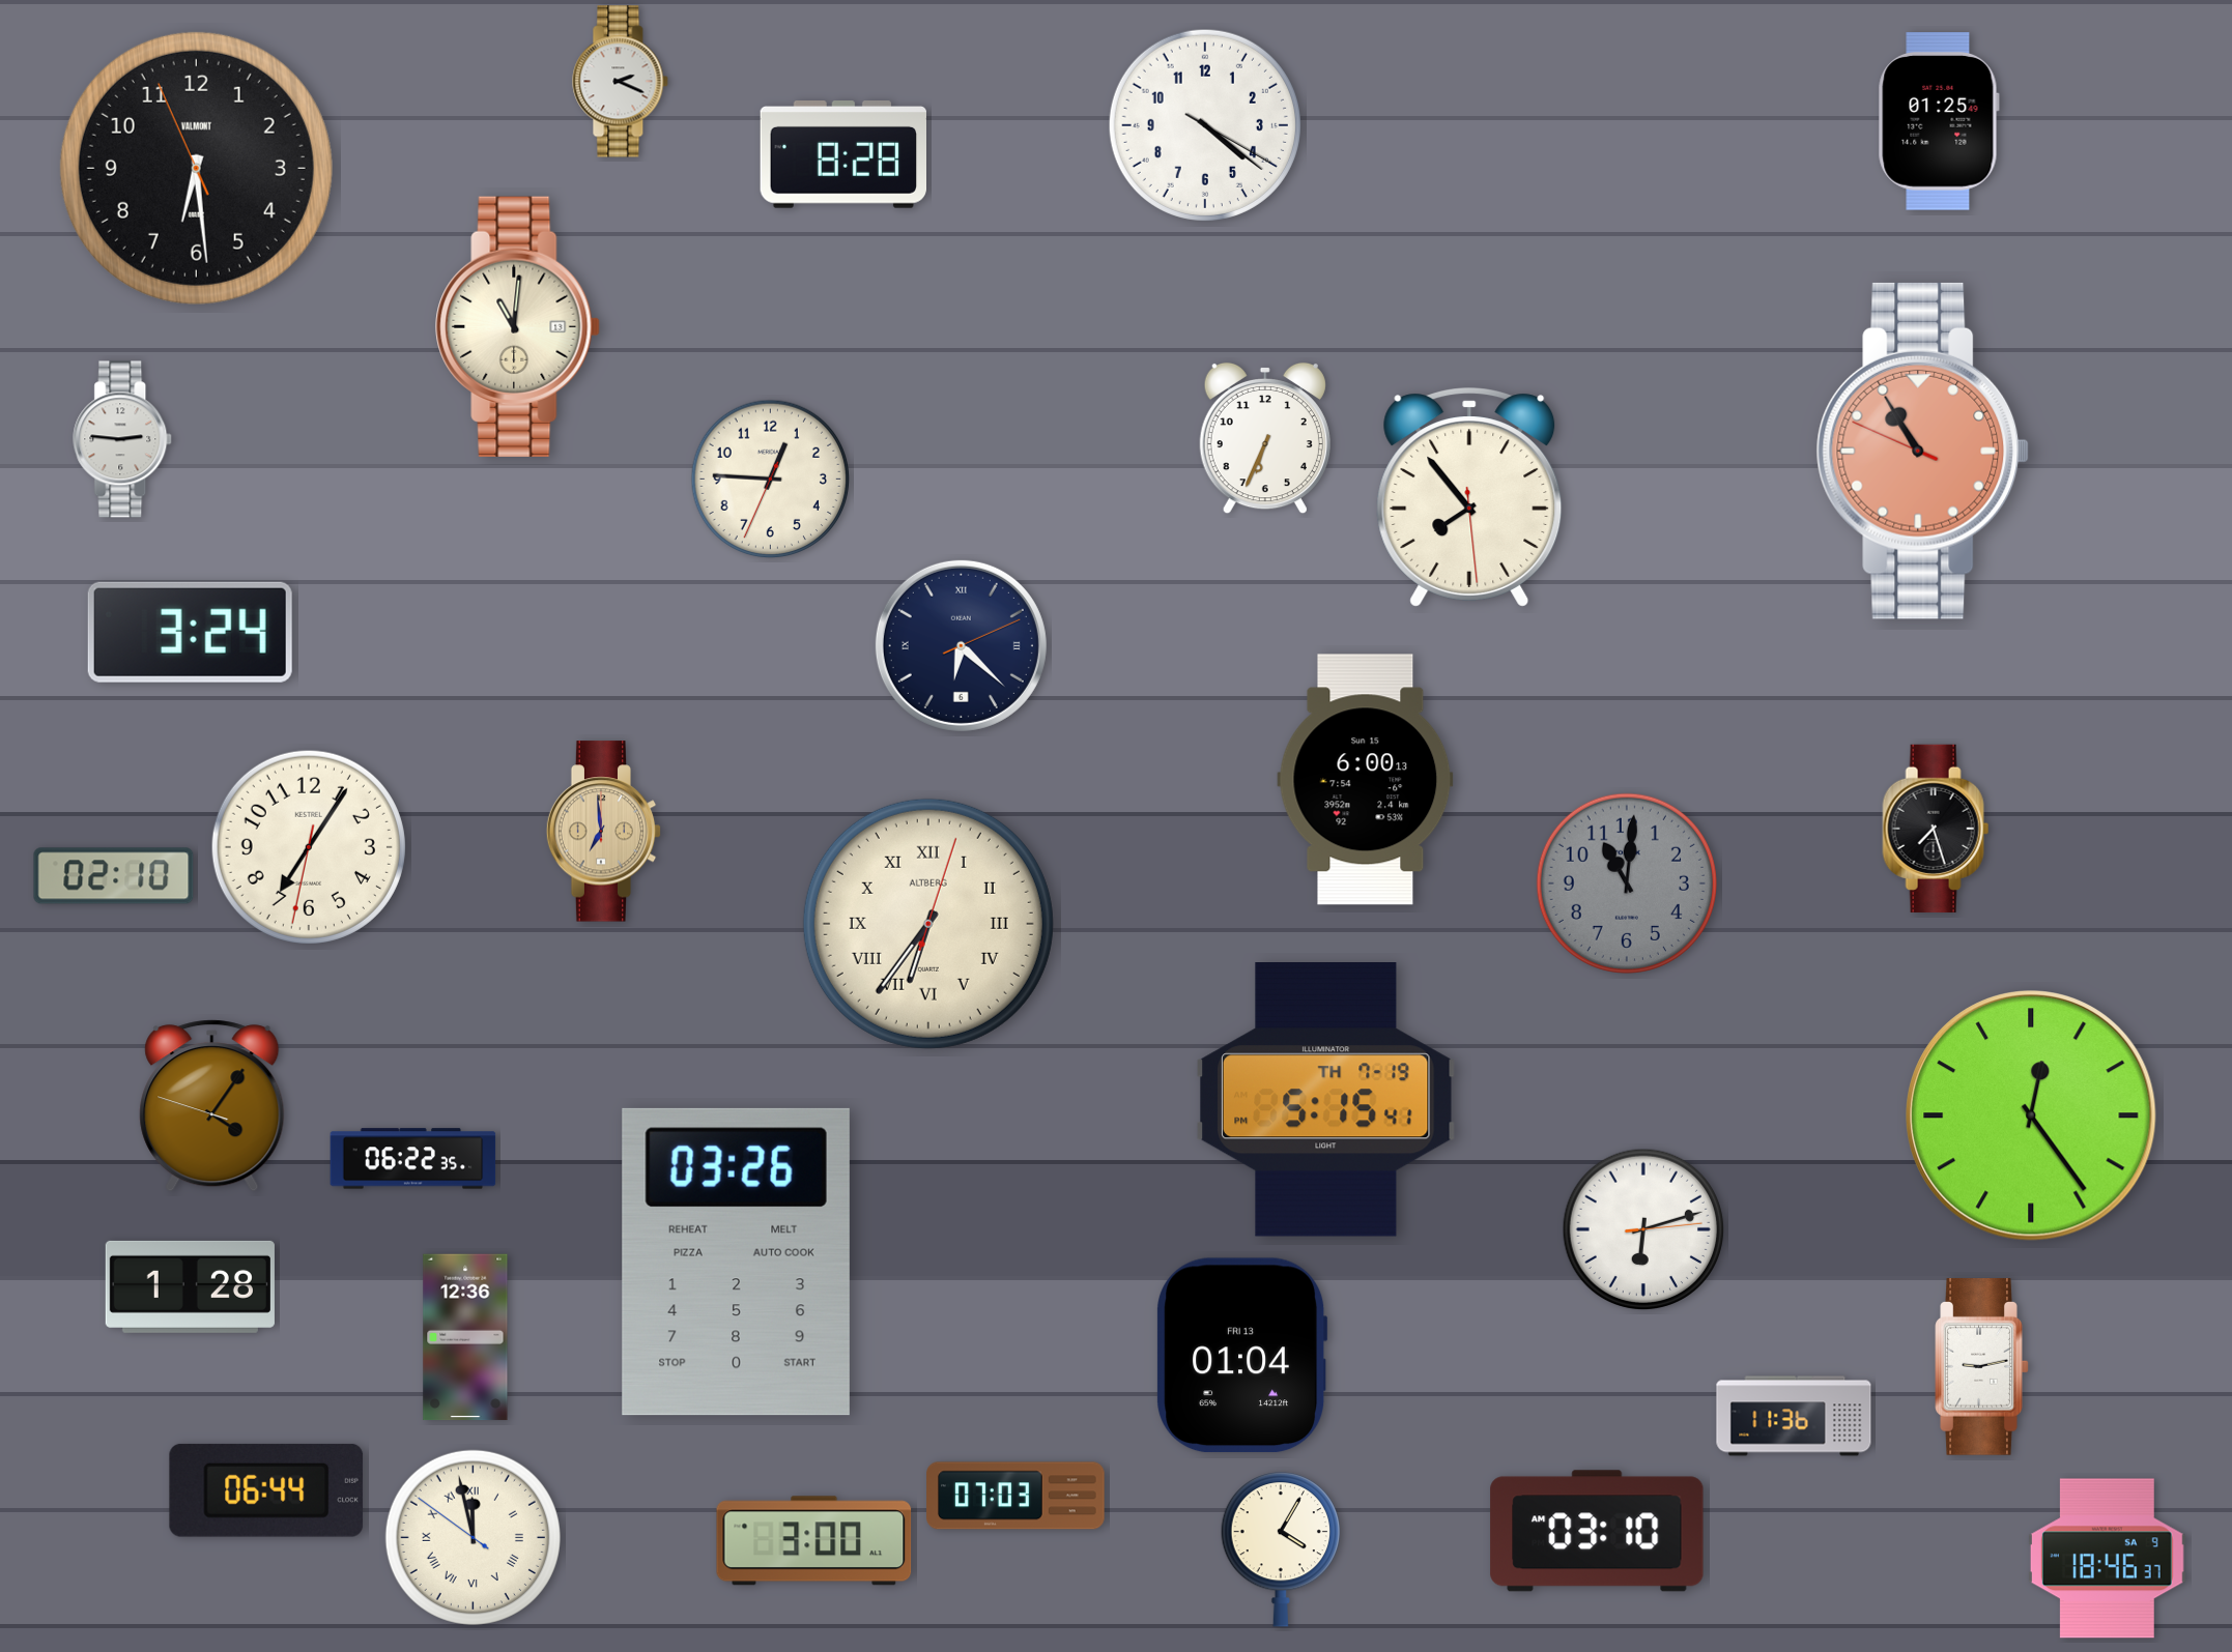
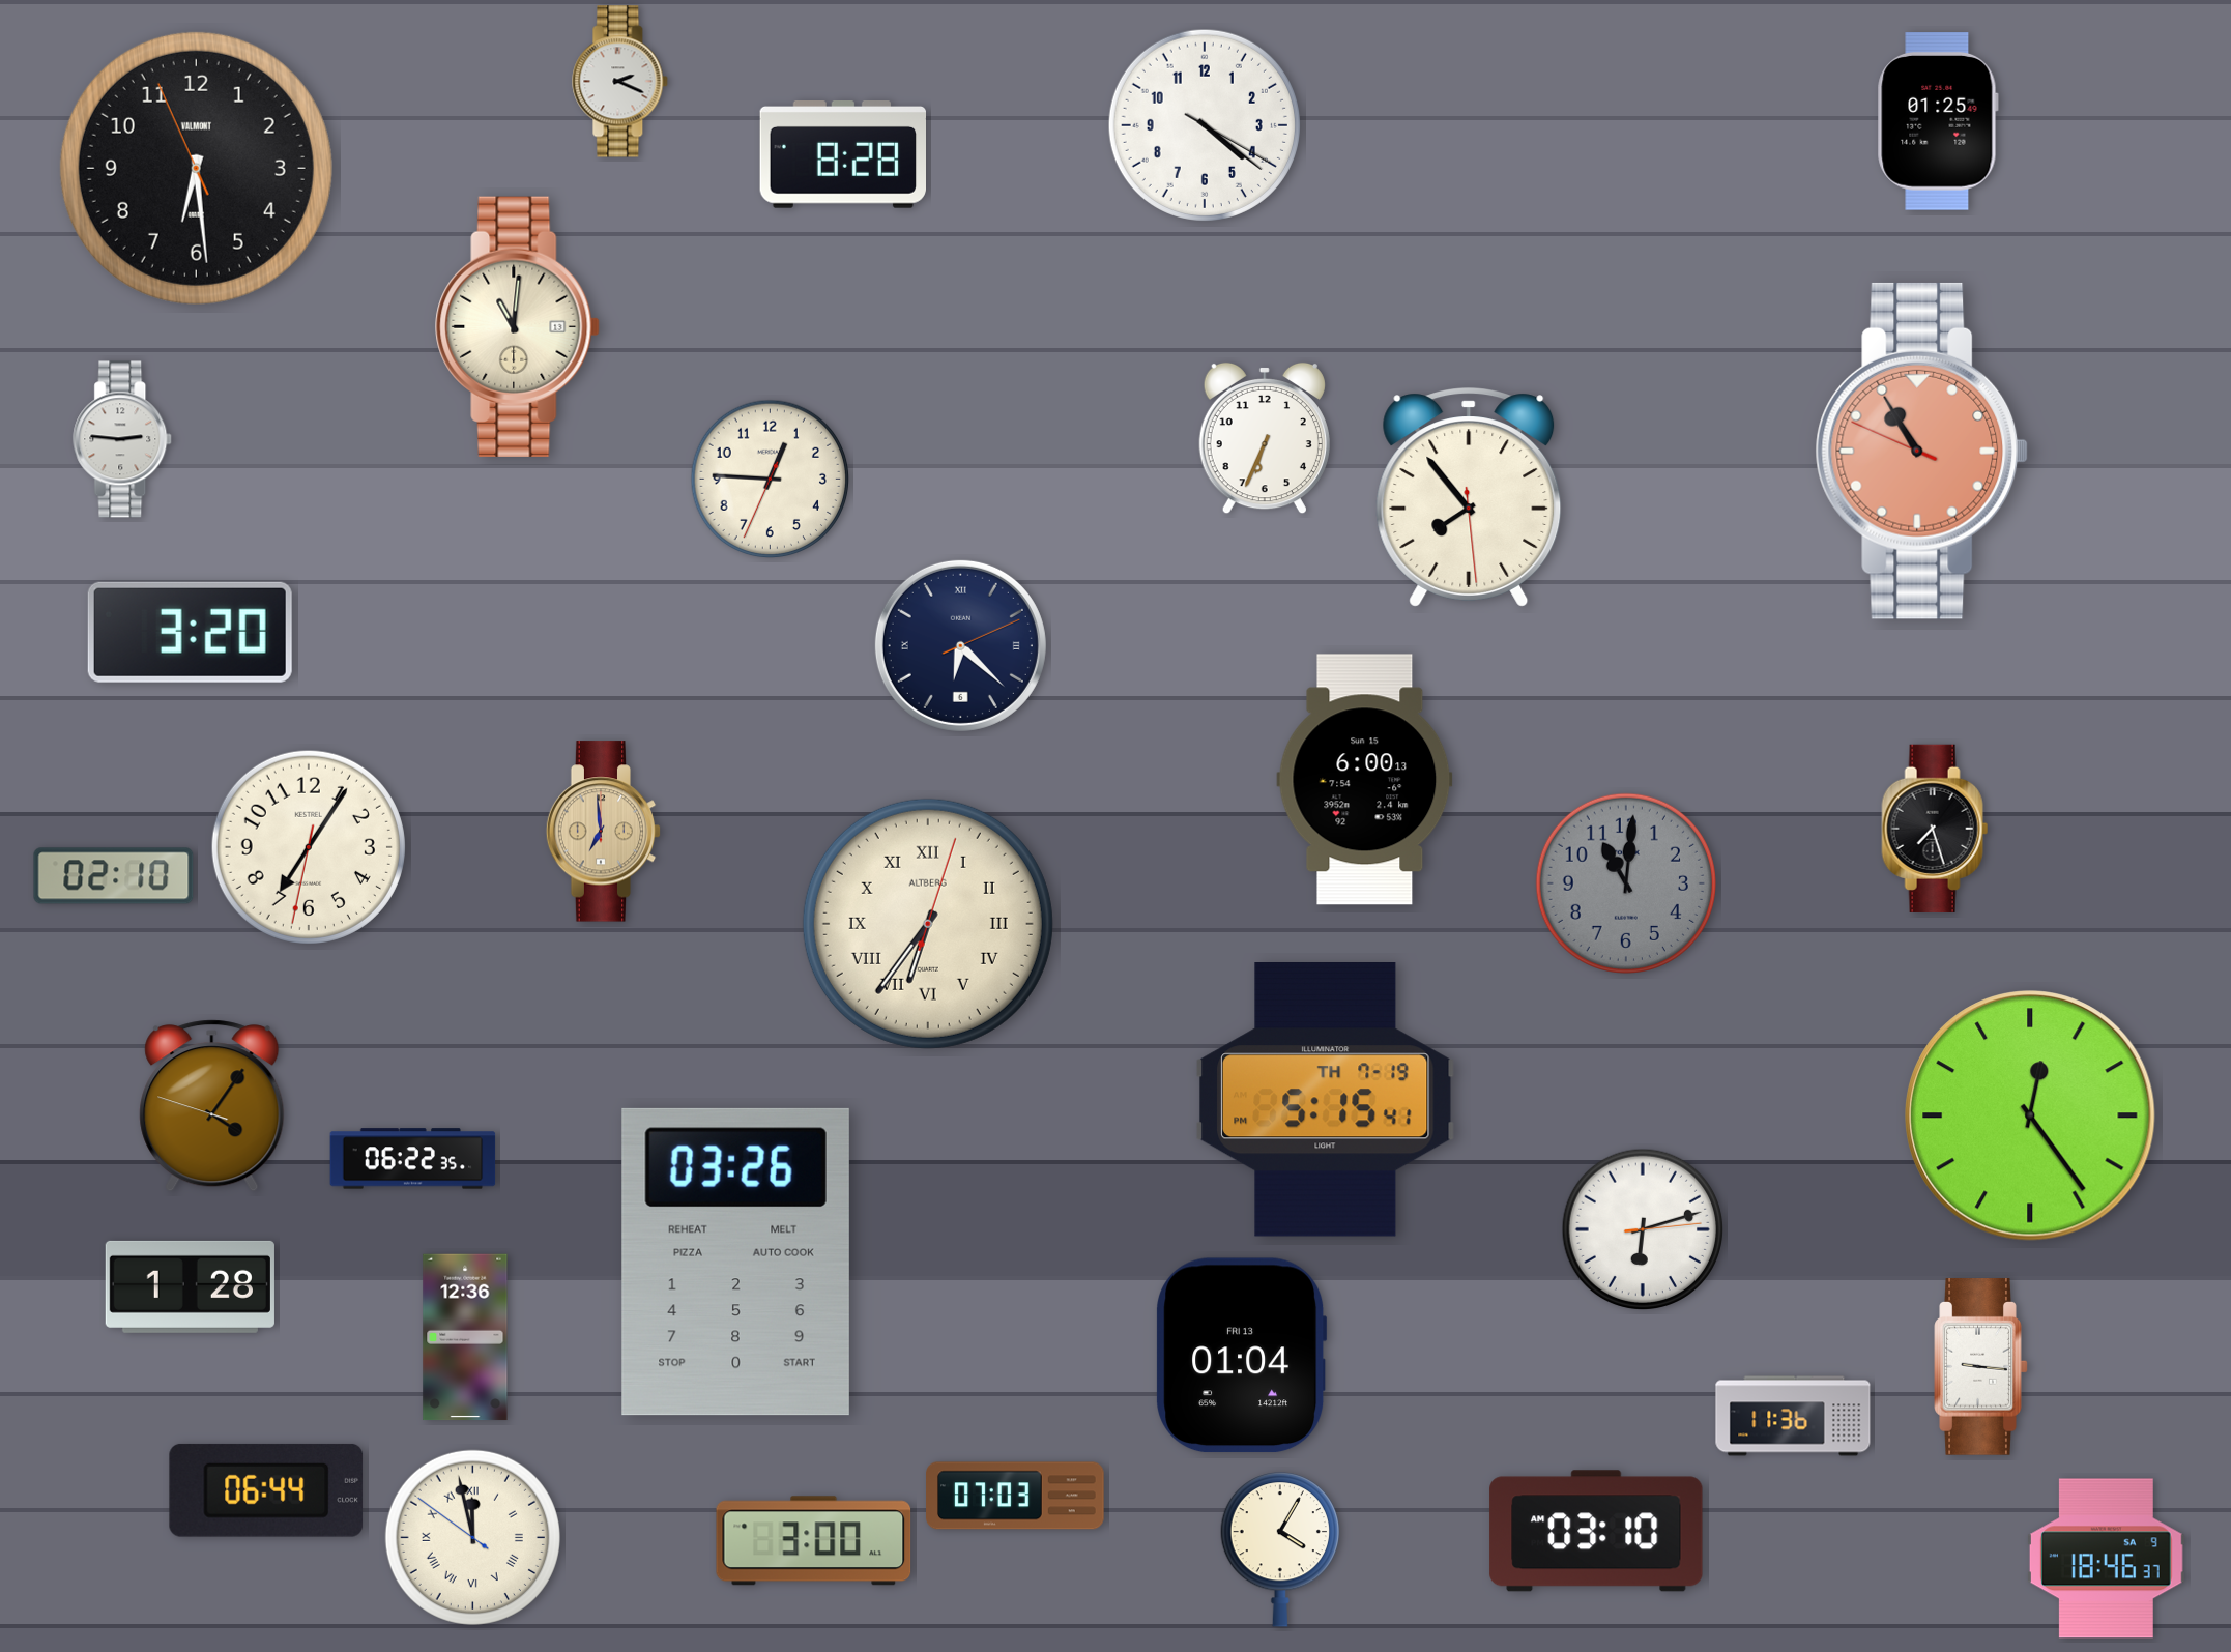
clock at (190, 632): 3:24 -> 3:20
clock at (1982, 1367): 9:13 -> 9:16
